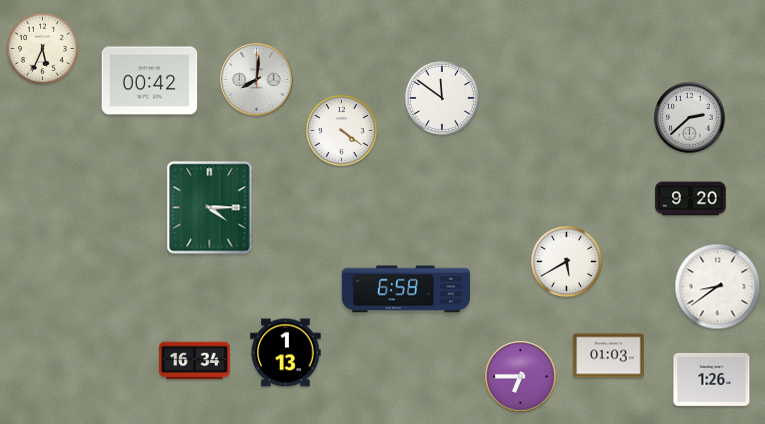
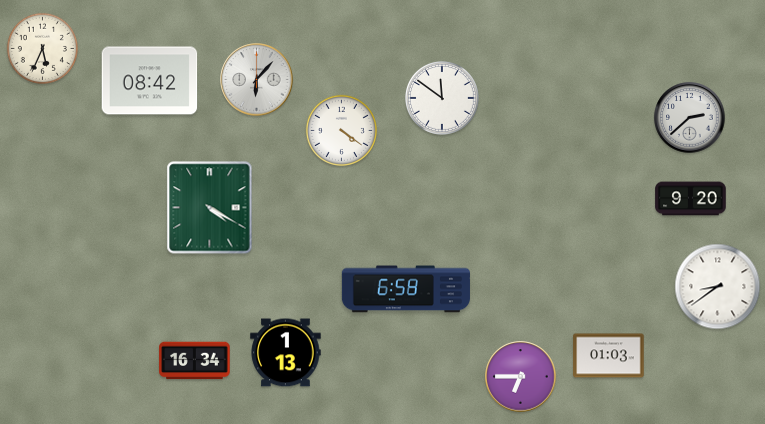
clock at (257, 80): 8:01 -> 6:07
clock at (150, 81): 00:42 -> 08:42
clock at (210, 208): 4:15 -> 4:20
clock at (566, 261): 5:40 -> none
clock at (712, 379): 1:26 -> none
